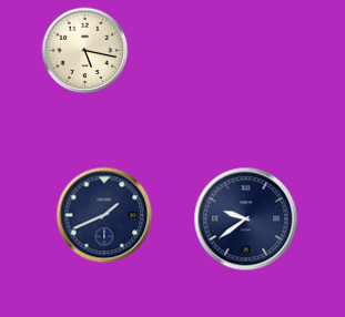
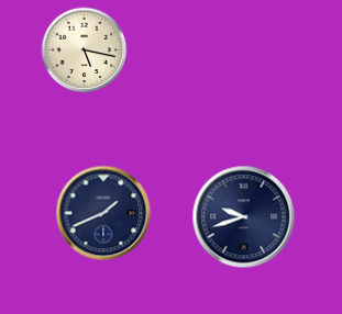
clock at (245, 218): 9:39 -> 9:42
